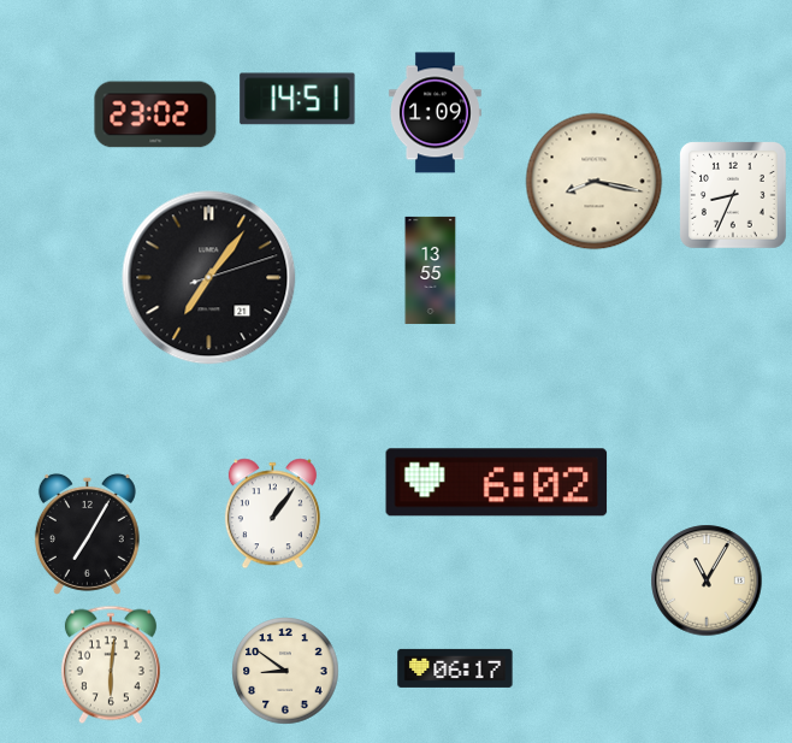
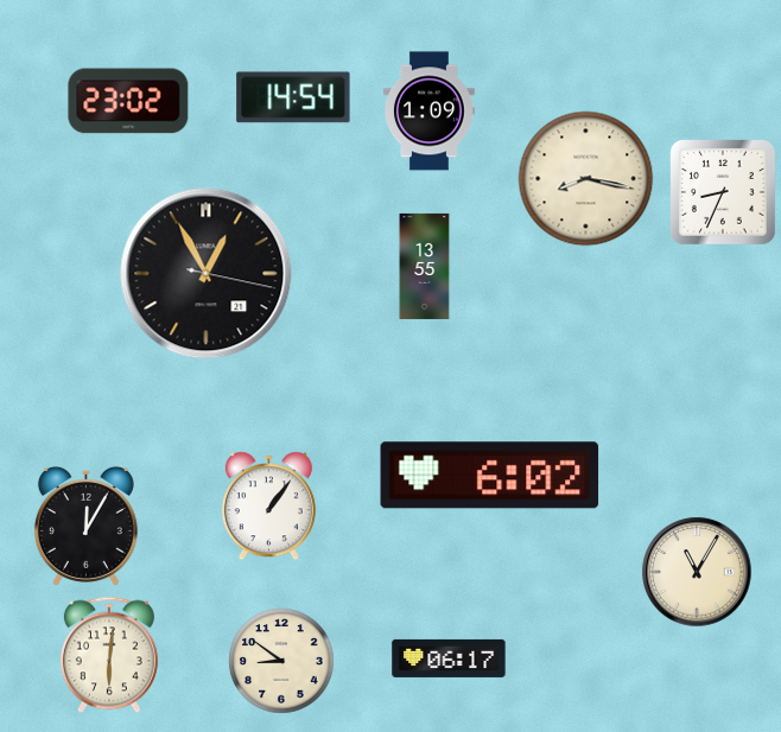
clock at (297, 99): 14:51 -> 14:54
clock at (155, 114) position: (155, 114) -> (128, 101)
clock at (209, 278): 7:06 -> 12:55
clock at (87, 533): 7:05 -> 12:05
